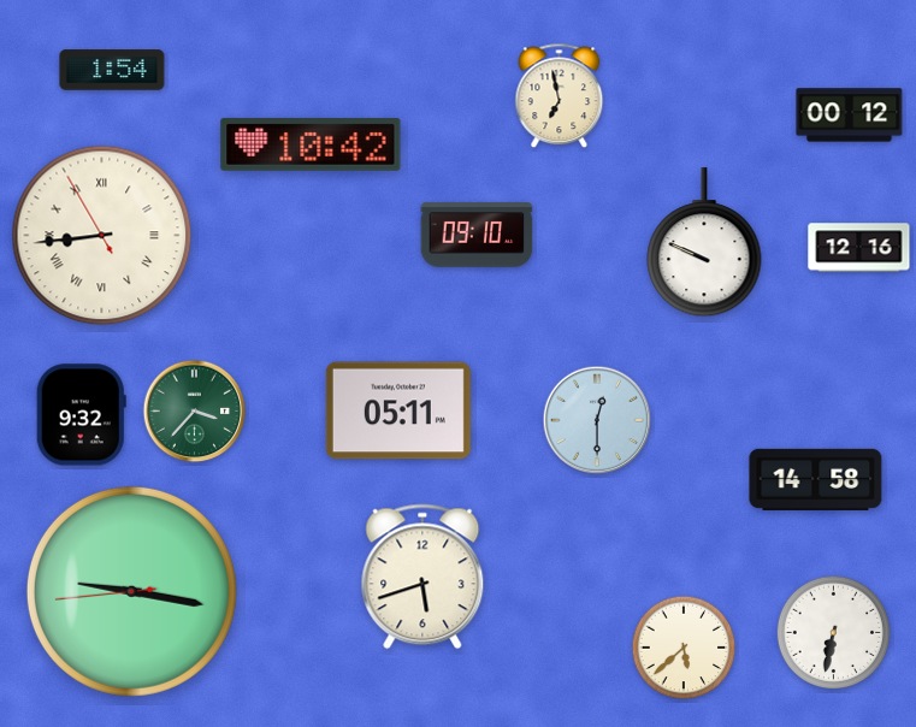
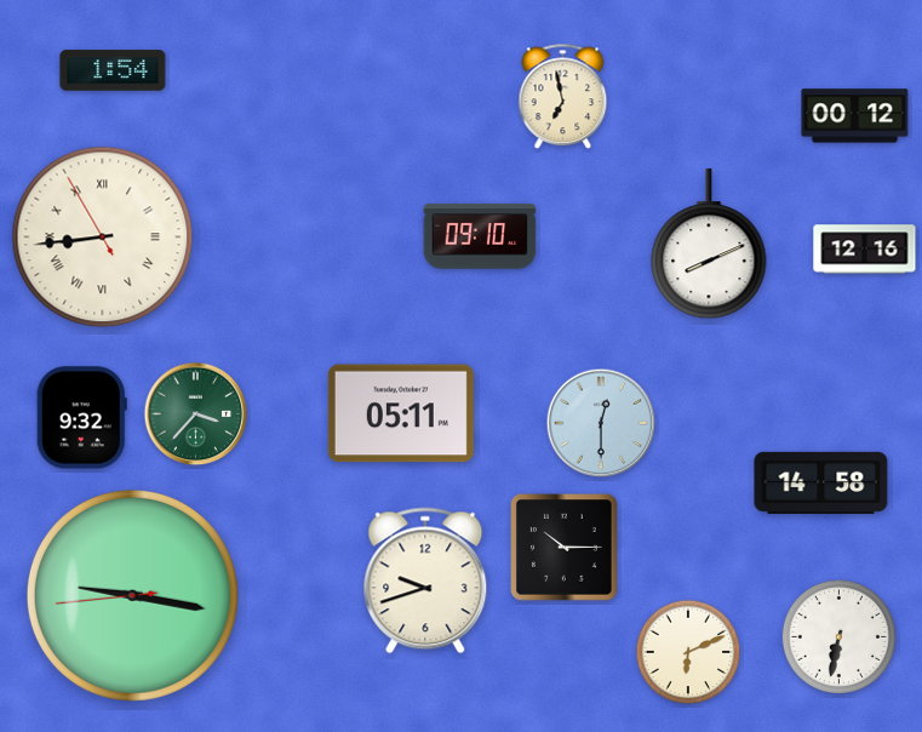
clock at (311, 144): 10:42 -> none
clock at (704, 243): 9:49 -> 8:11
clock at (565, 548): none -> 10:15
clock at (422, 577): 5:42 -> 9:42
clock at (684, 648): 5:38 -> 6:11
